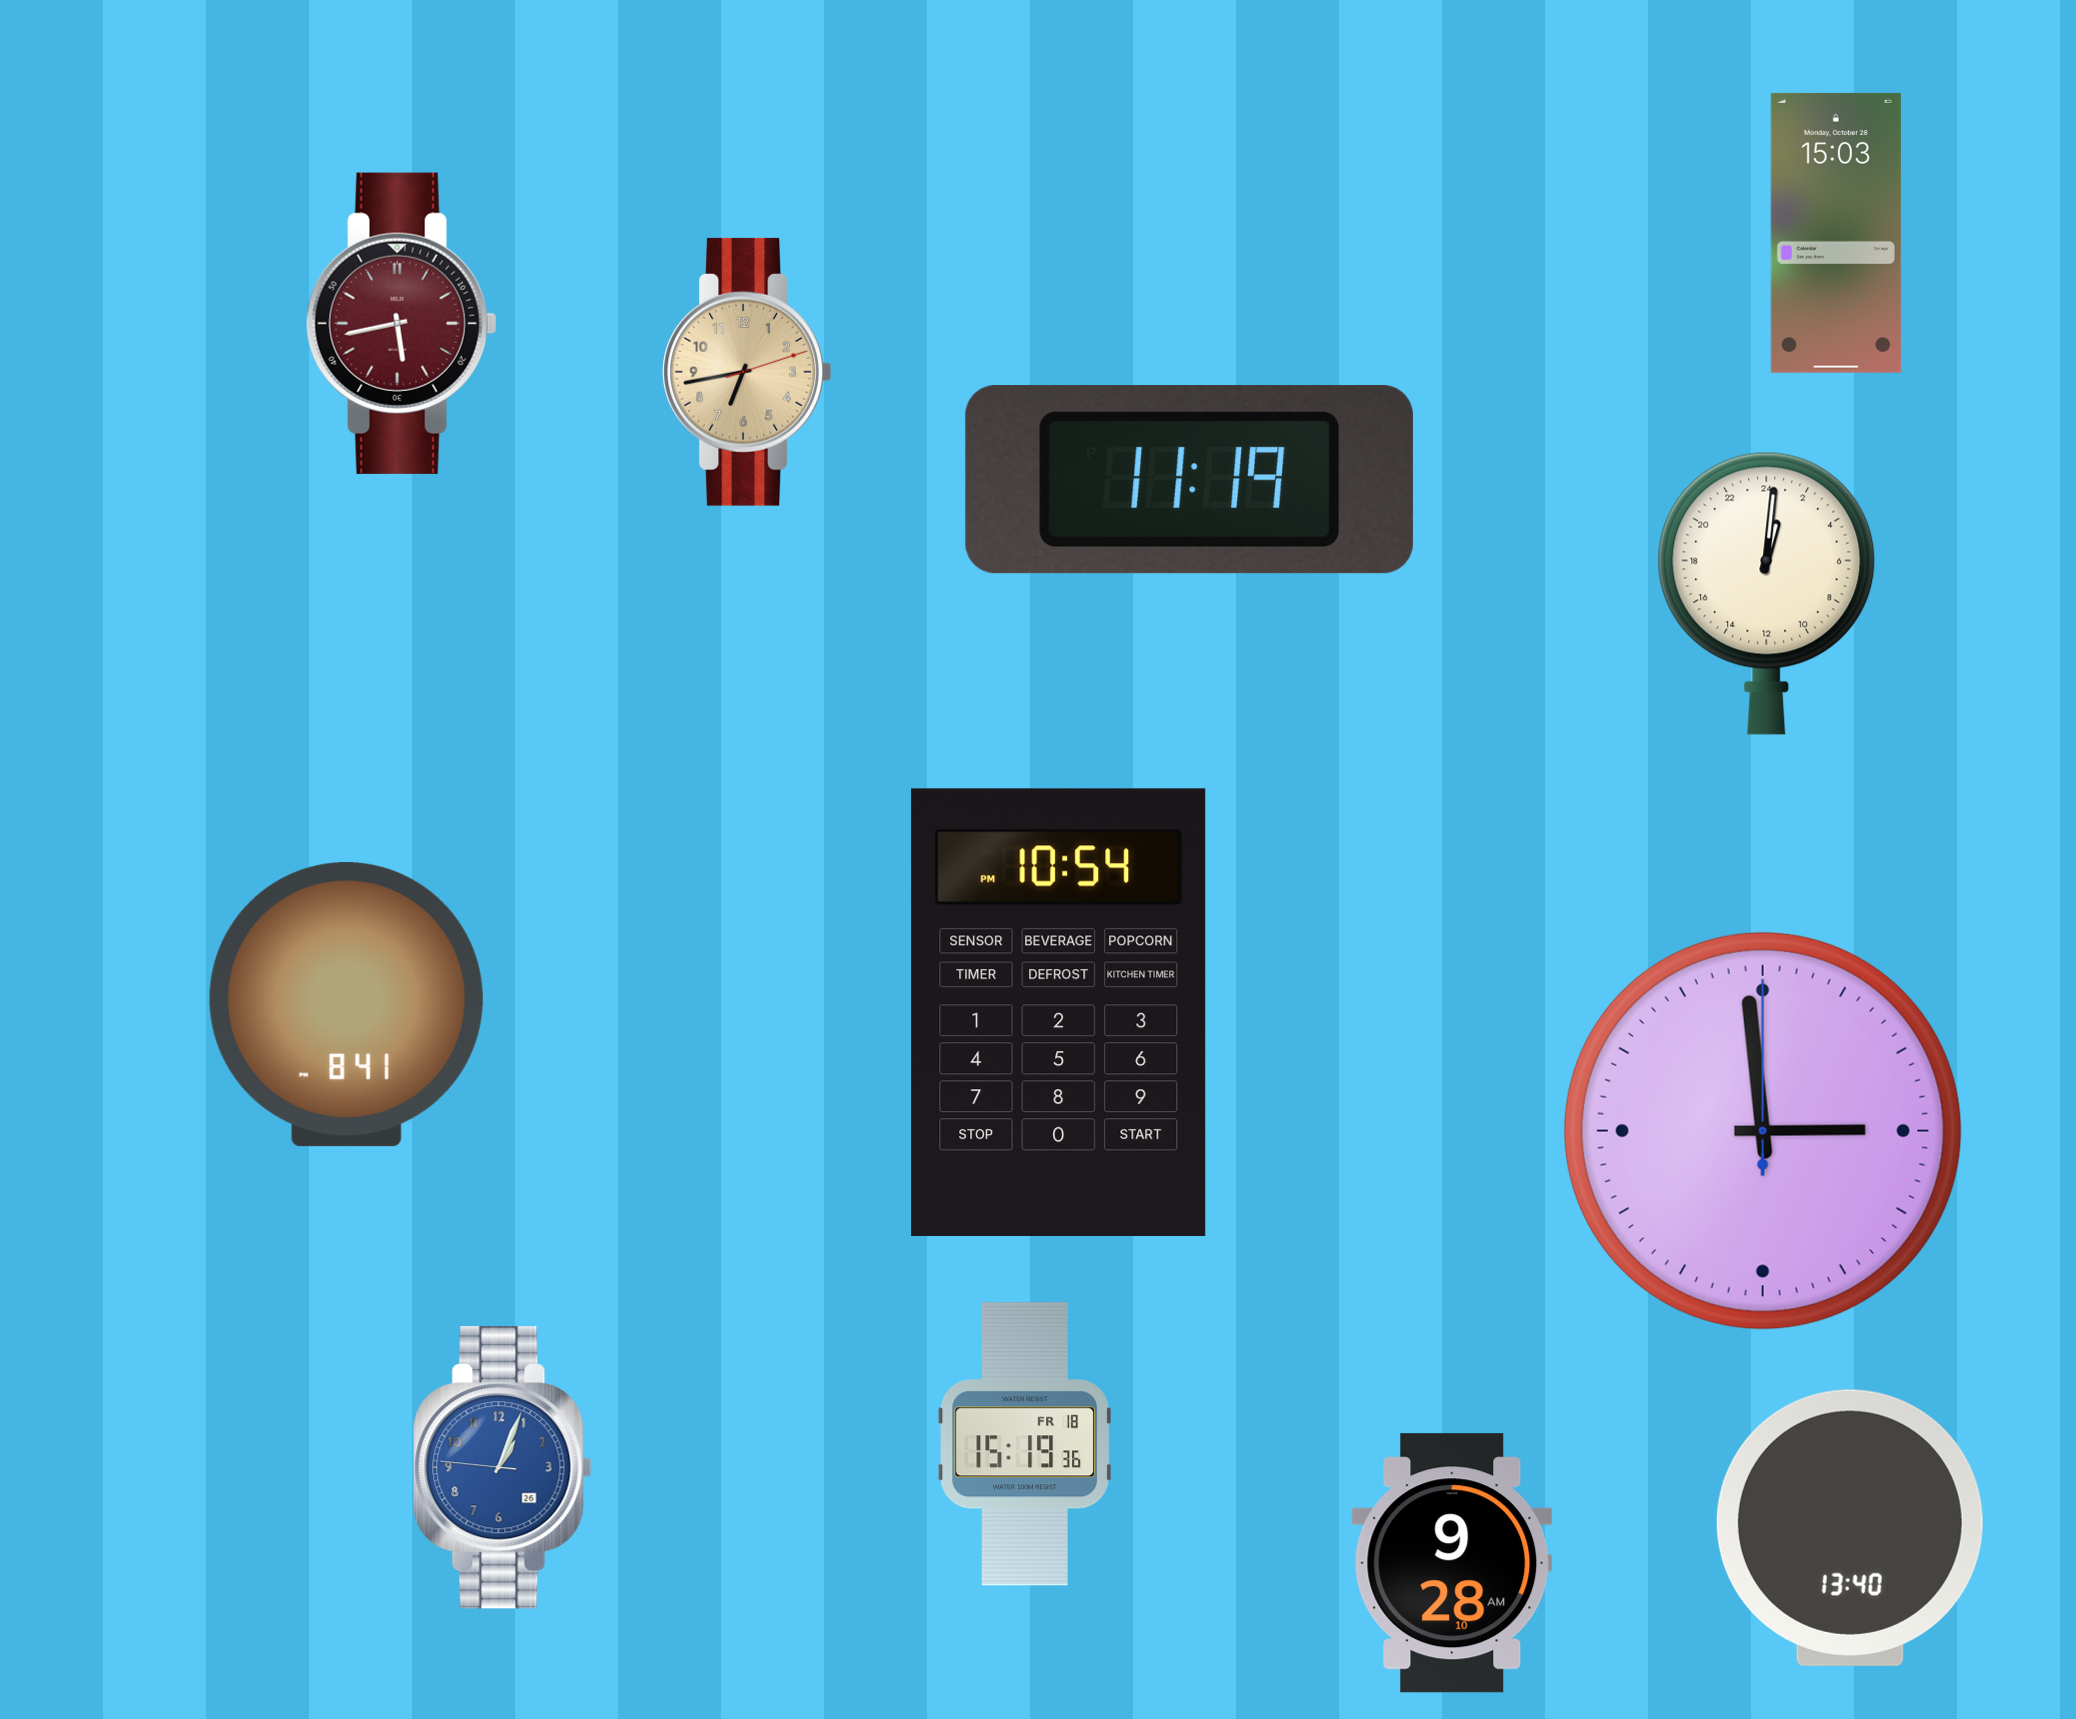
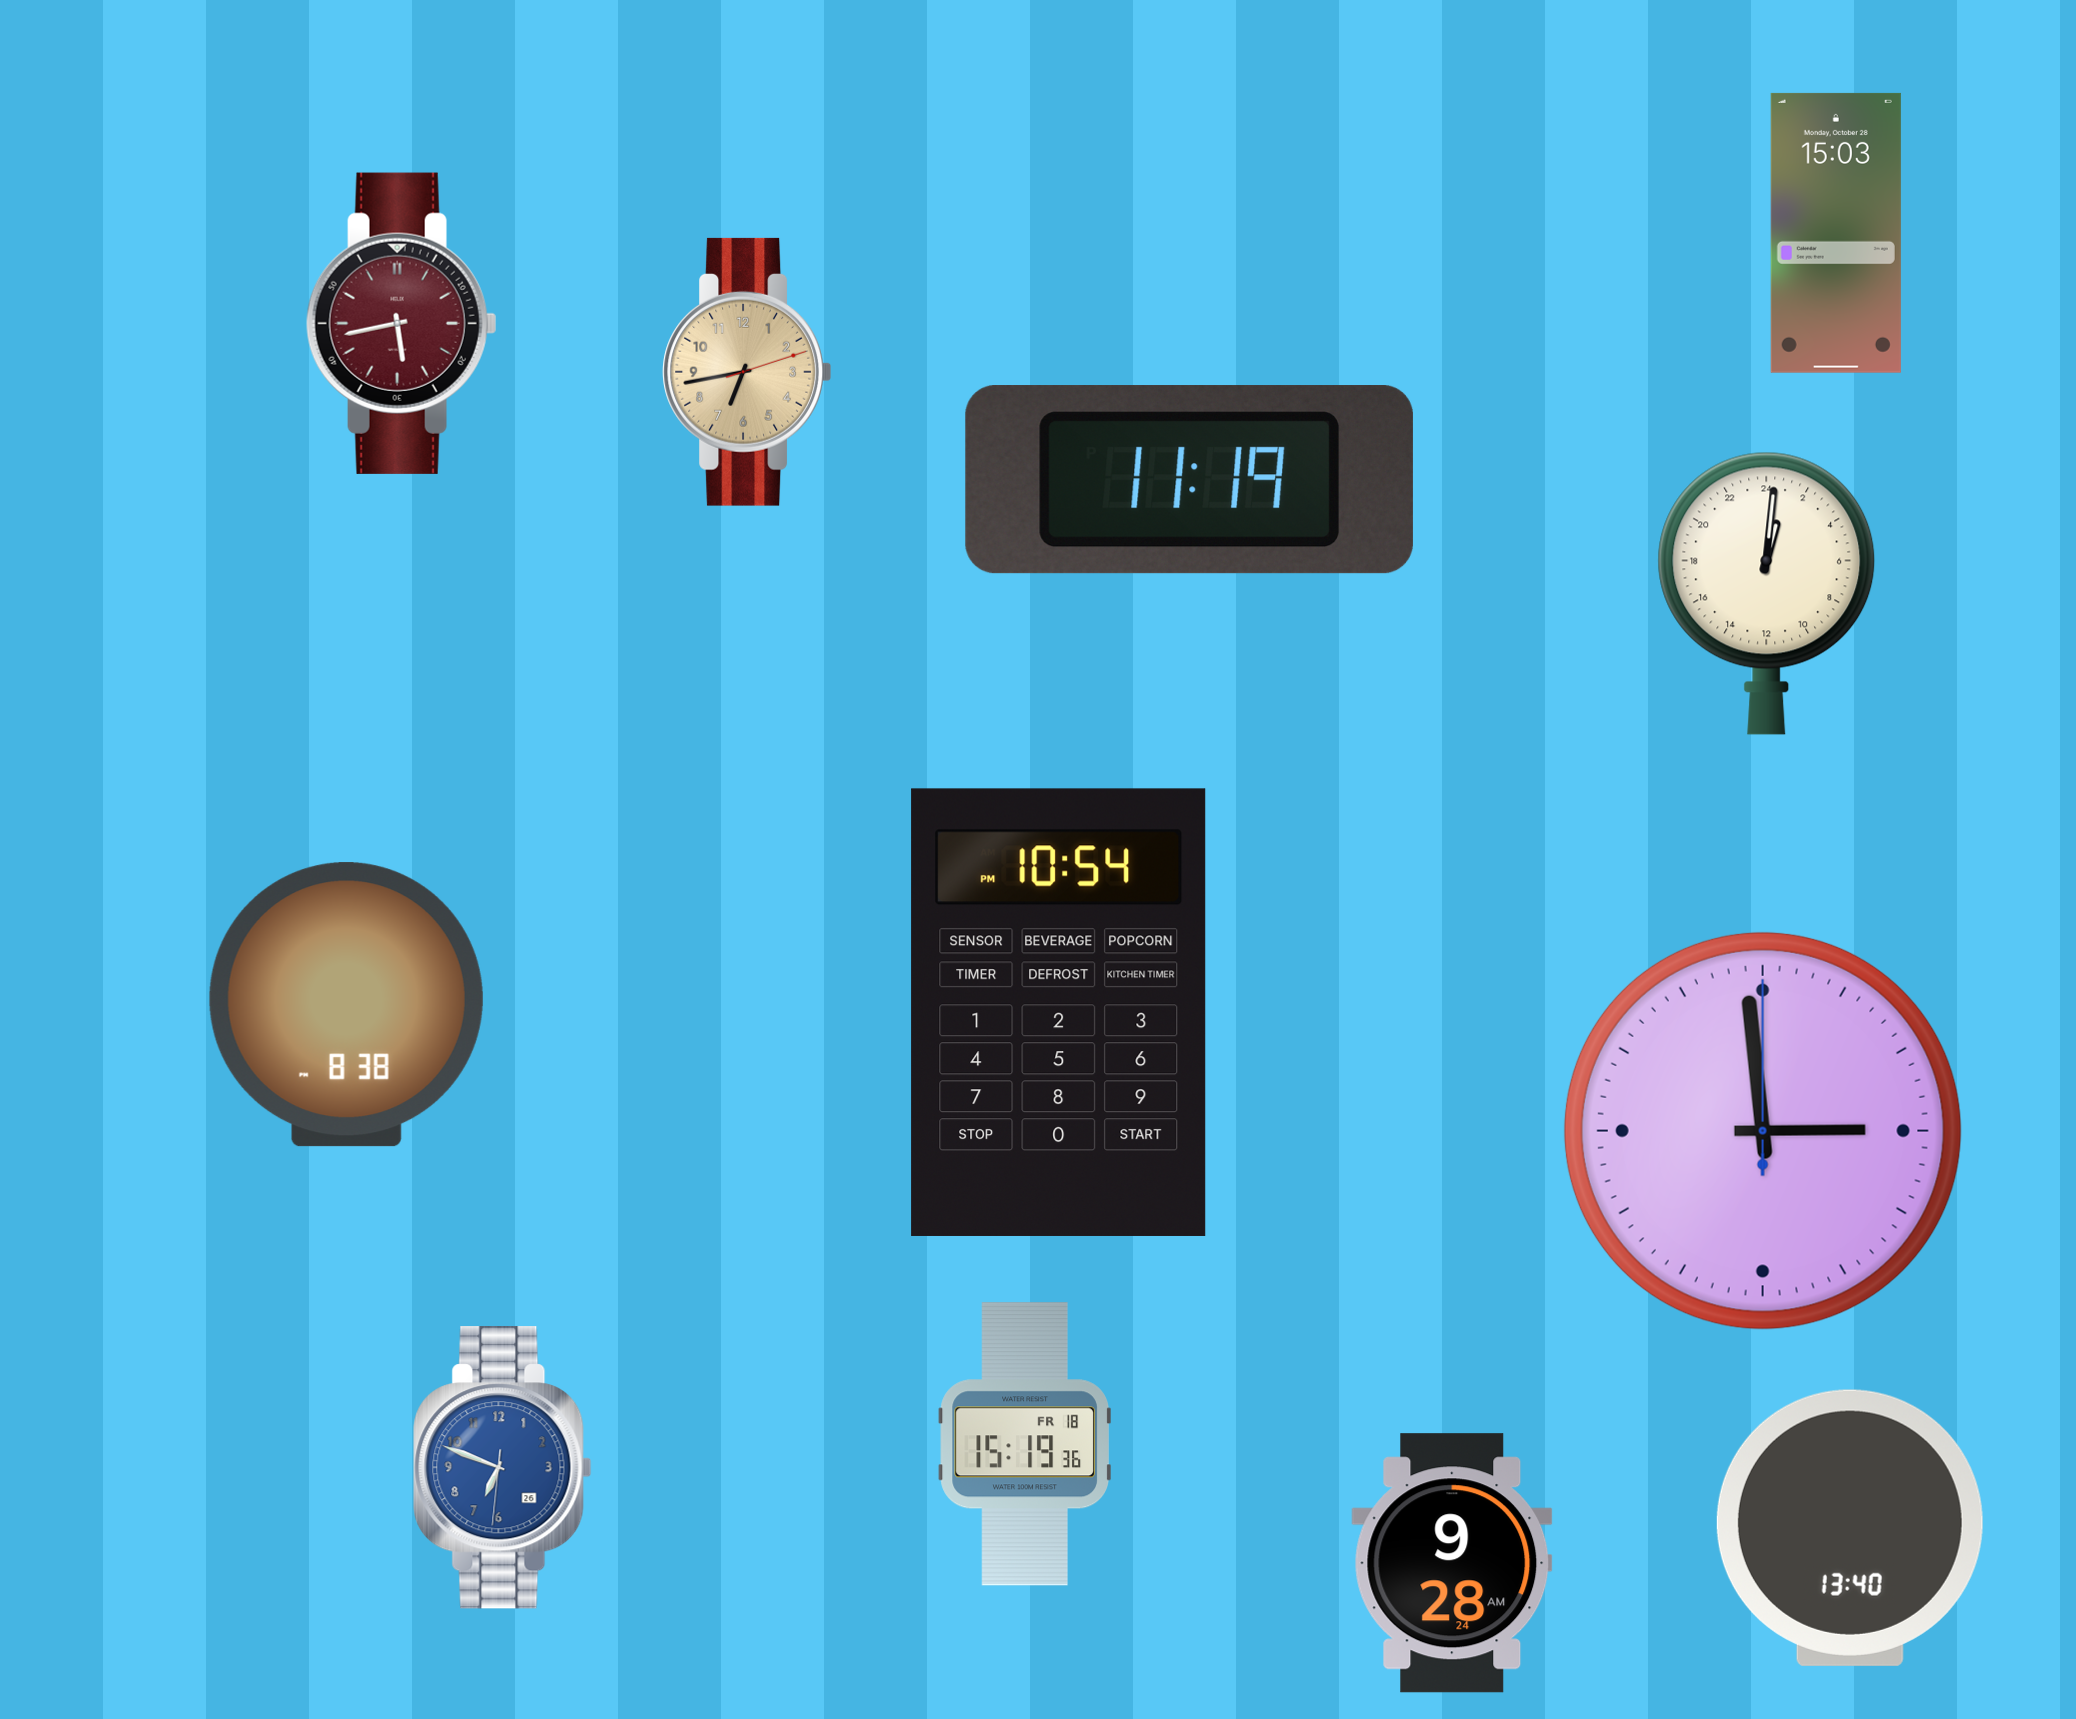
clock at (346, 1005): 8:41 -> 8:38
clock at (503, 1468): 1:03 -> 6:48
clock at (1452, 1563): 9:28:10 AM -> 9:28:24 AM
